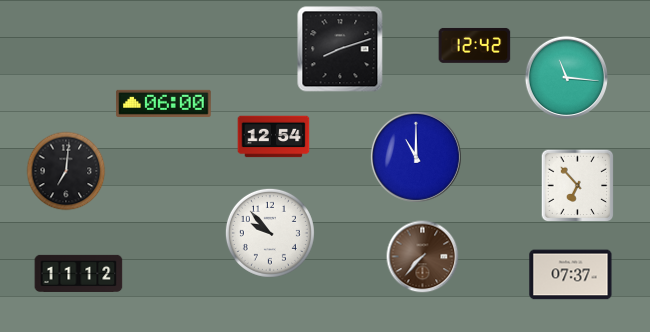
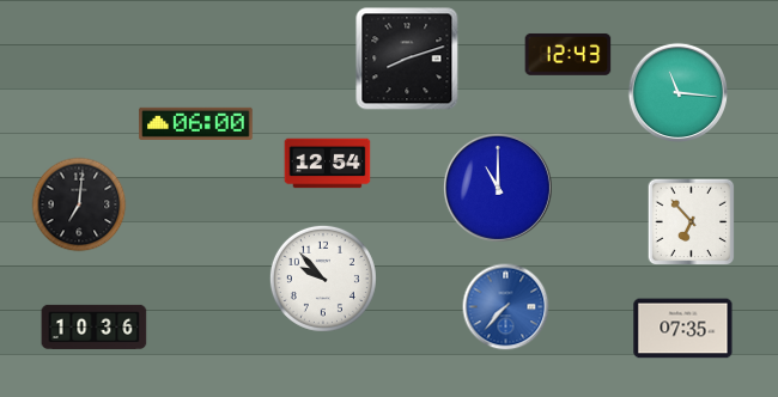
clock at (475, 45): 12:42 -> 12:43
clock at (423, 257) dial: brown -> blue
clock at (79, 273): 11:12 -> 10:36
clock at (571, 275): 07:37 -> 07:35
